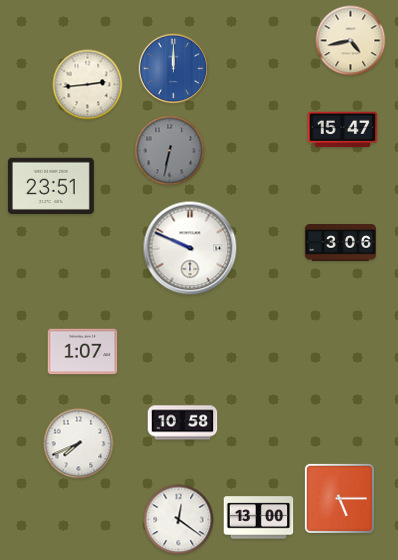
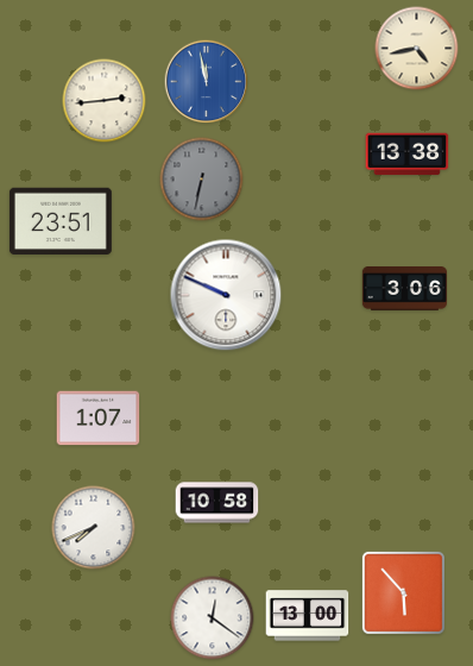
clock at (174, 69): 12:00 -> 11:58
clock at (343, 130): 15:47 -> 13:38
clock at (339, 498): 5:15 -> 5:53
